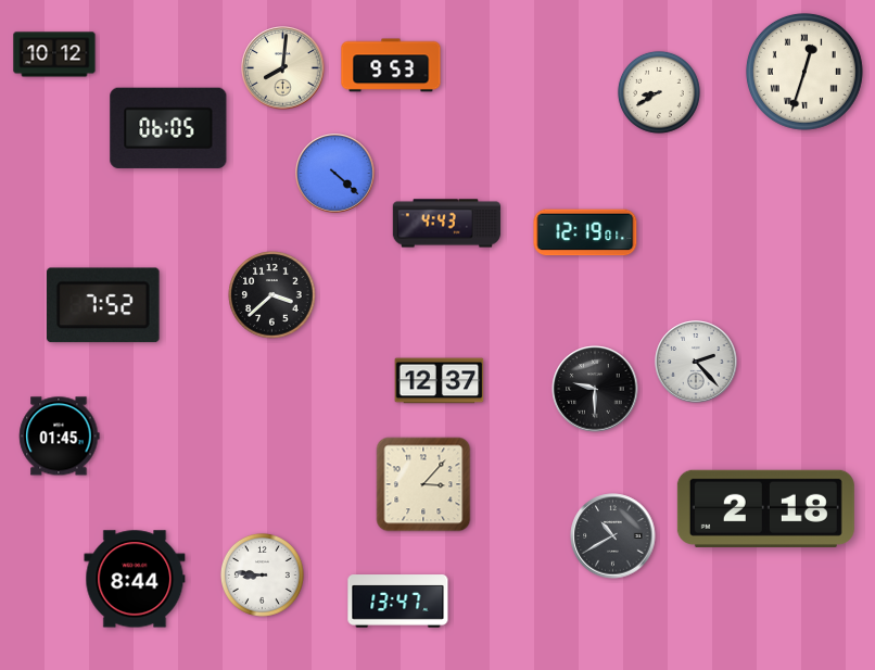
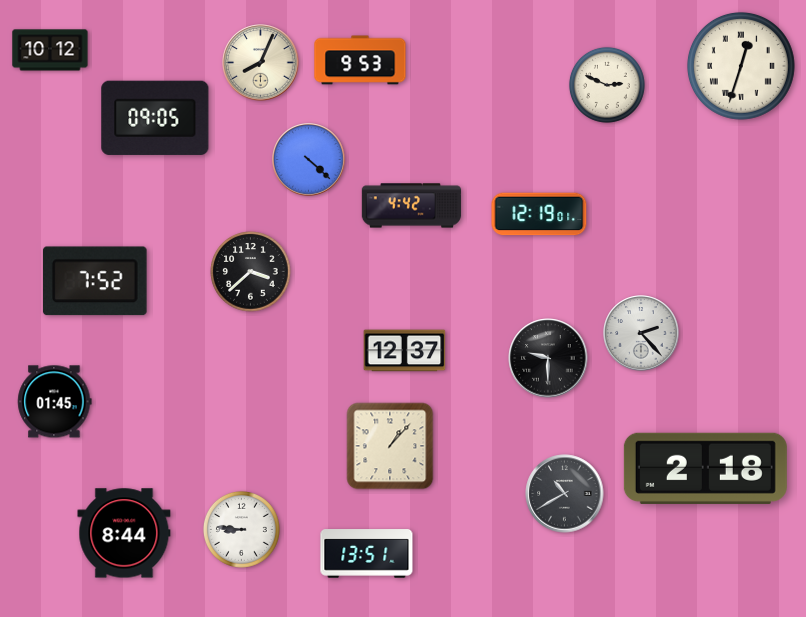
clock at (283, 68): 8:01 -> 8:04
clock at (659, 92): 8:40 -> 2:49
clock at (168, 128): 06:05 -> 09:05
clock at (447, 224): 4:43 -> 4:42
clock at (423, 484): 3:07 -> 1:07
clock at (398, 602): 13:47 -> 13:51
